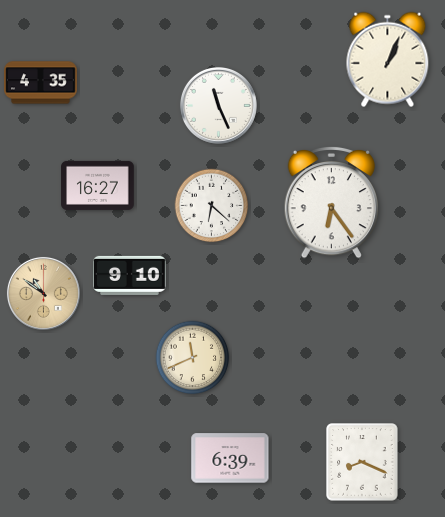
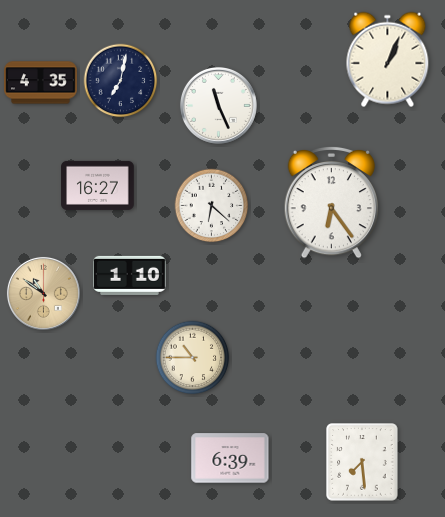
clock at (121, 81): none -> 7:02
clock at (130, 275): 9:10 -> 1:10
clock at (193, 358): 11:41 -> 10:45
clock at (362, 462): 8:19 -> 7:29
